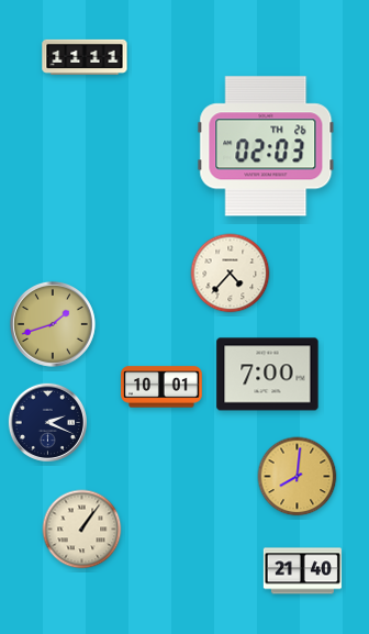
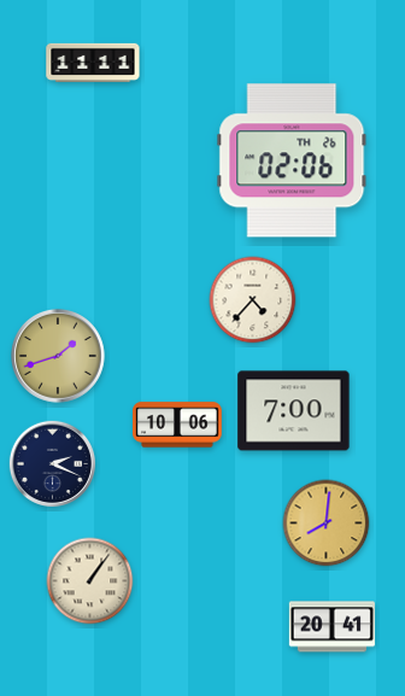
clock at (266, 146): 02:03 -> 02:06
clock at (161, 387): 10:01 -> 10:06
clock at (302, 571): 21:40 -> 20:41
